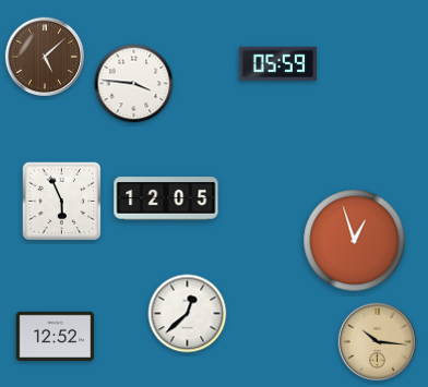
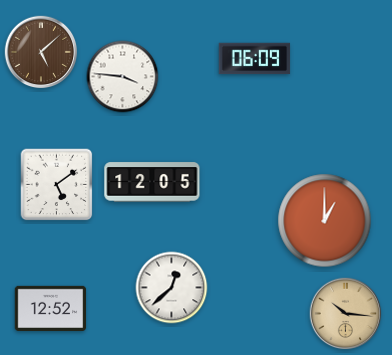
clock at (278, 64): 05:59 -> 06:09
clock at (62, 202): 5:56 -> 5:09
clock at (355, 241): 12:57 -> 1:00
